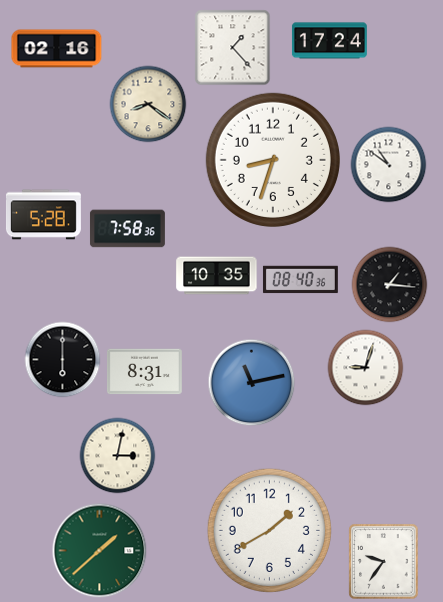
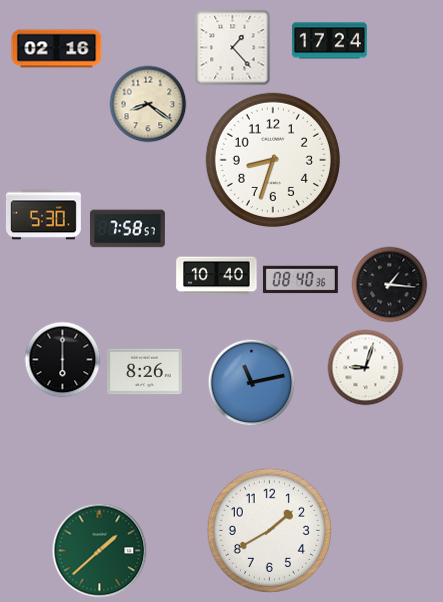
clock at (389, 165): 10:51 -> none
clock at (43, 215): 5:28 -> 5:30
clock at (127, 229): 7:58:36 -> 7:58:57
clock at (217, 276): 10:35 -> 10:40
clock at (144, 372): 8:31 -> 8:26
clock at (118, 456): 3:02 -> none
clock at (384, 562): 9:36 -> none
